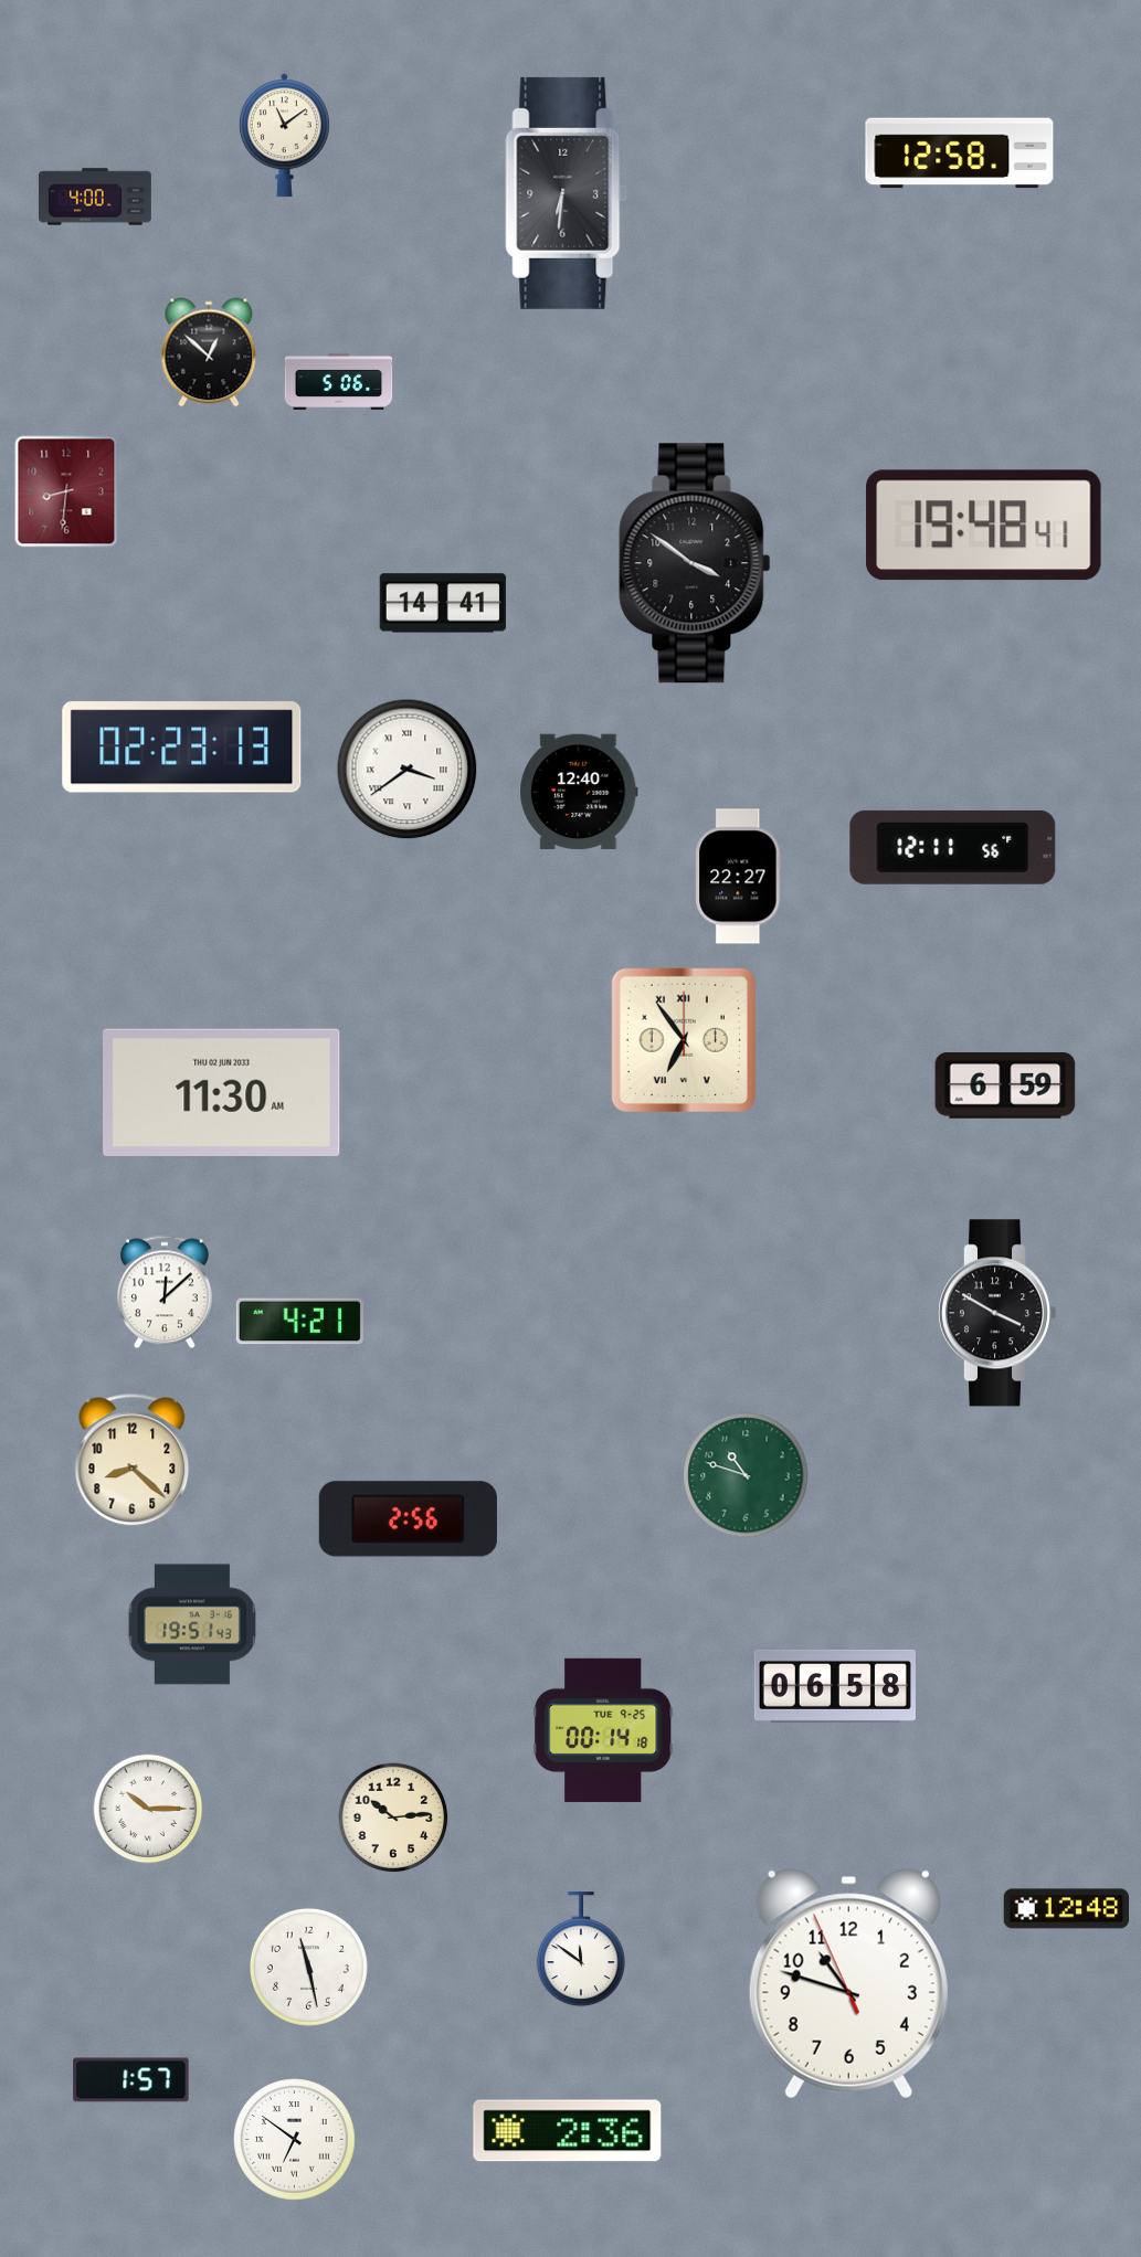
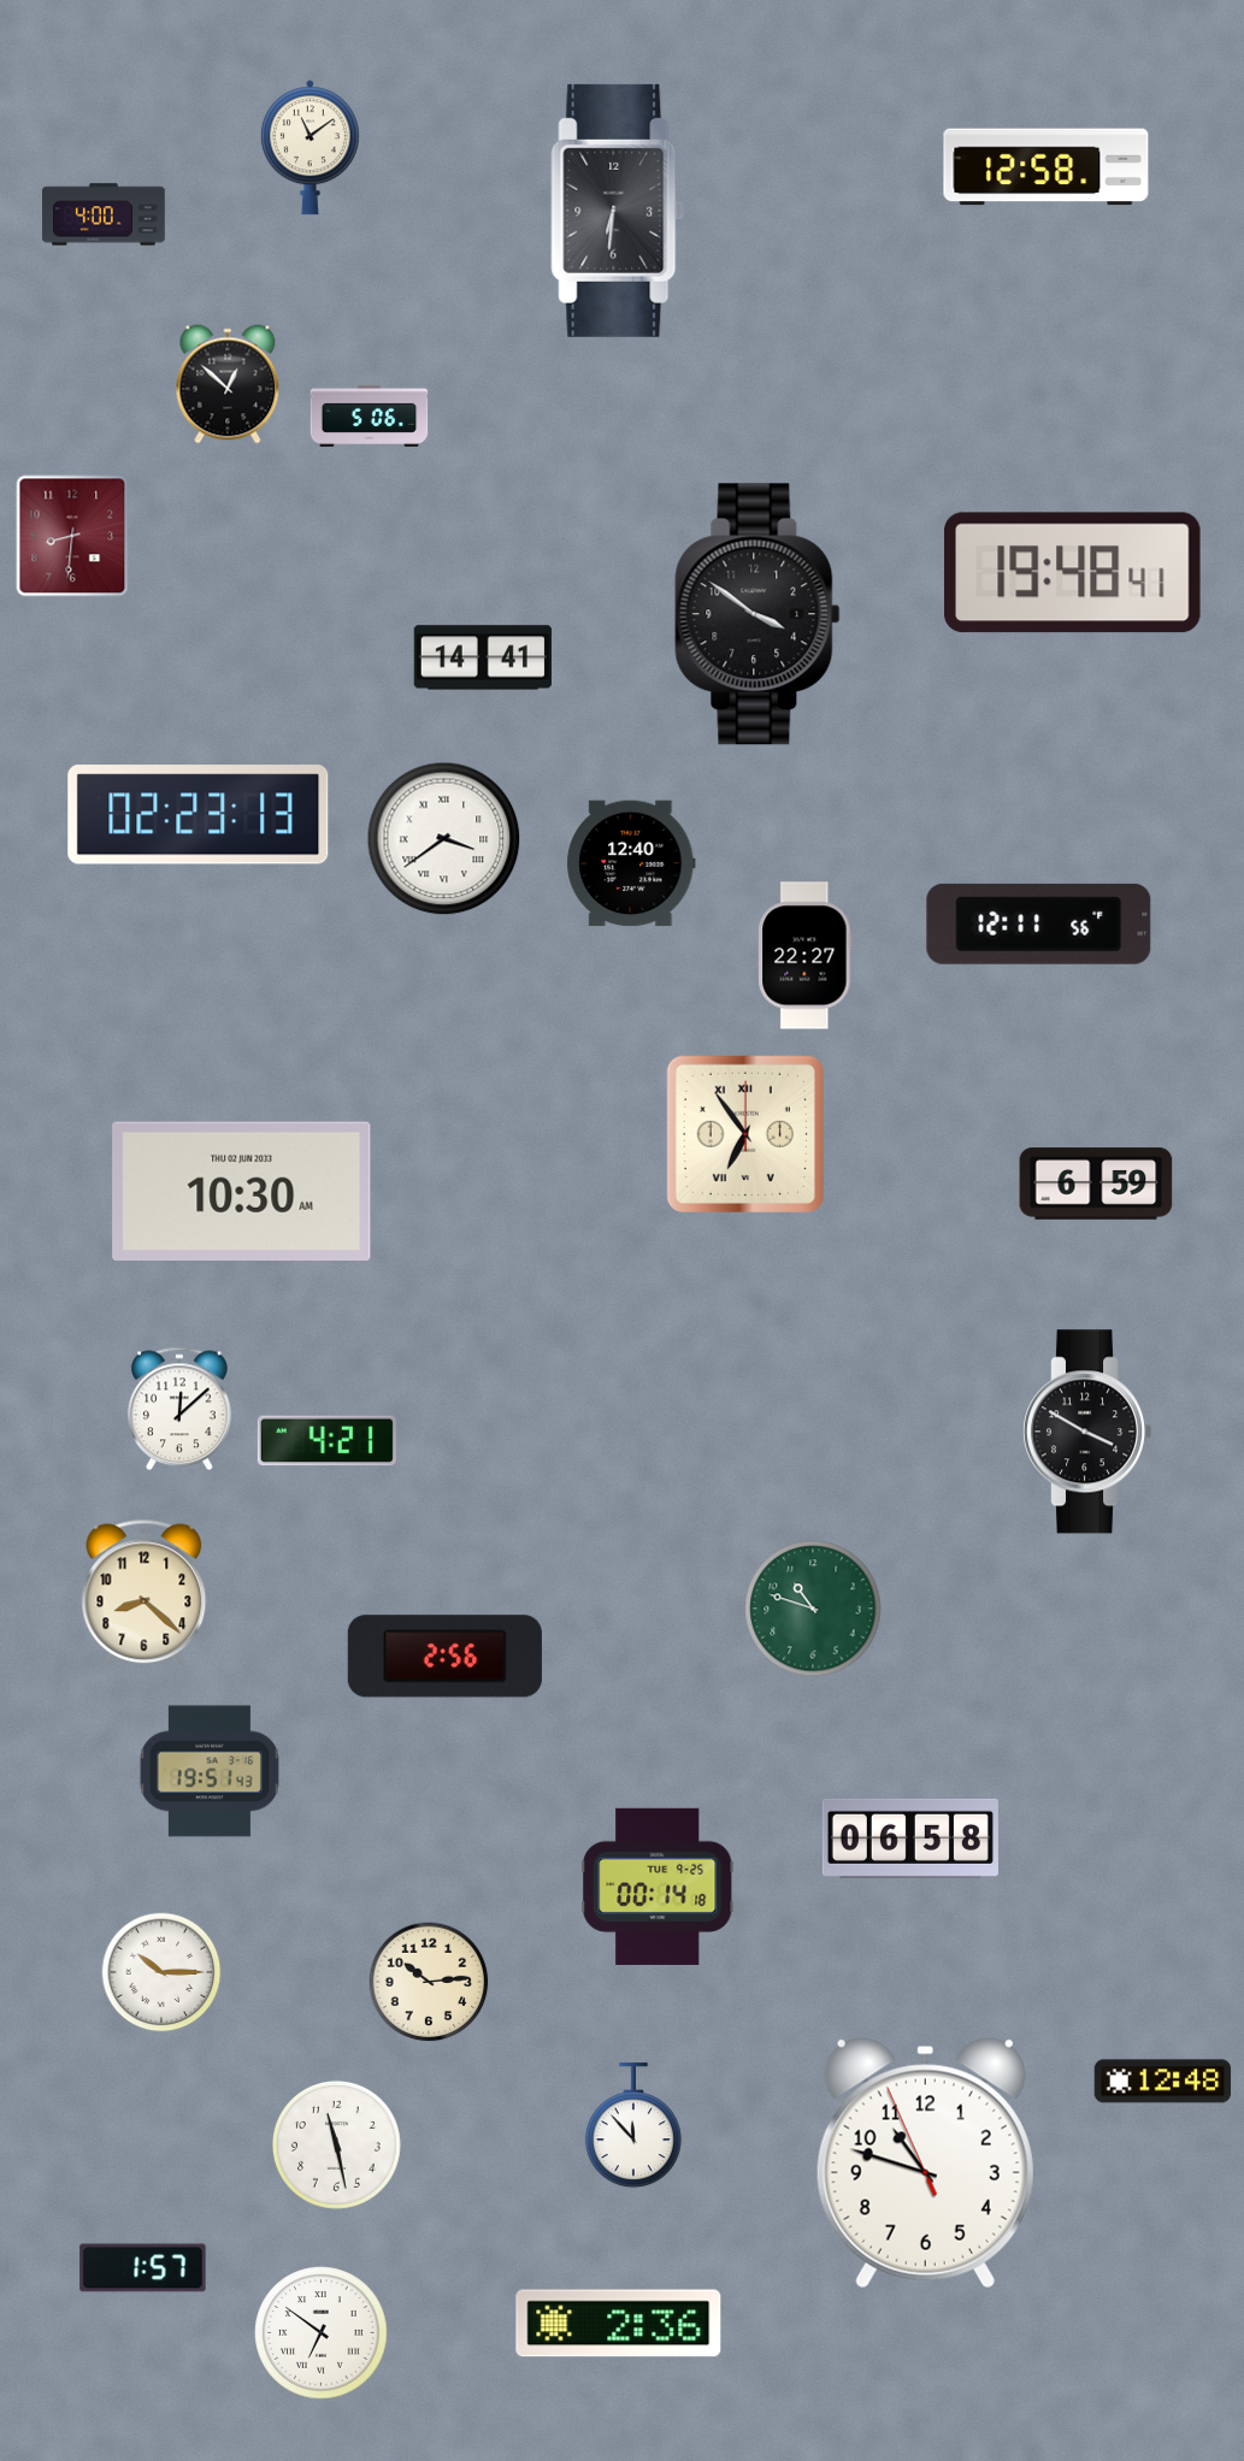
clock at (222, 1092): 11:30 -> 10:30
clock at (581, 1950): 11:51 -> 11:53
